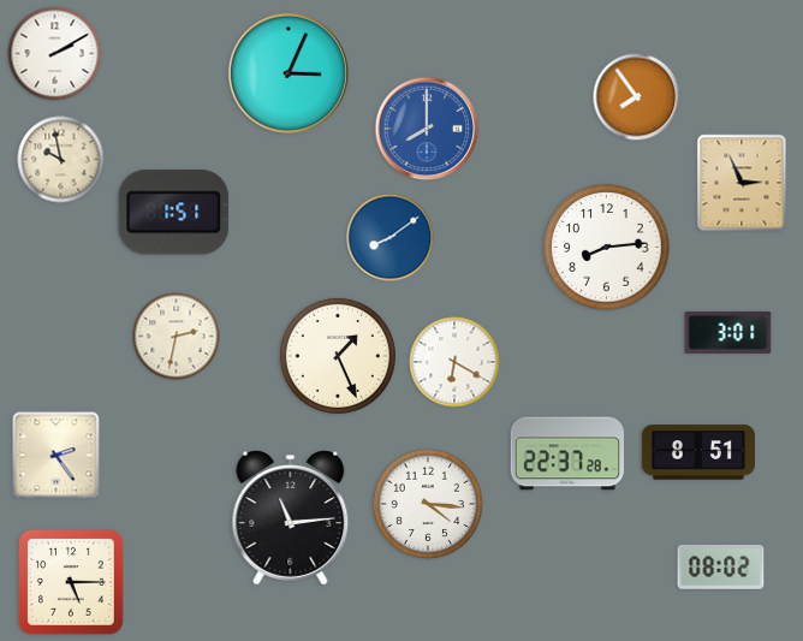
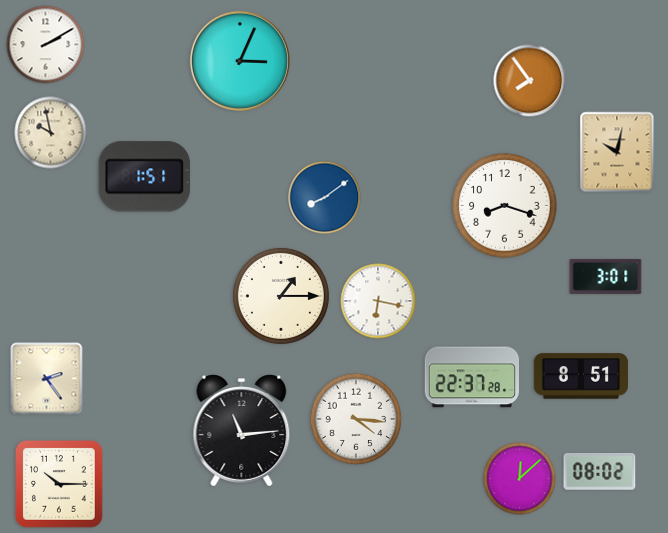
clock at (427, 129): 8:00 -> none
clock at (742, 183): 2:56 -> 10:02
clock at (607, 248): 8:14 -> 8:18
clock at (177, 337): 2:32 -> none
clock at (338, 356): 1:26 -> 1:15
clock at (454, 362): 6:20 -> 6:17
clock at (520, 479): none -> 12:08
clock at (72, 583): 5:15 -> 10:15
